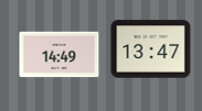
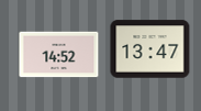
clock at (60, 55): 14:49 -> 14:52
